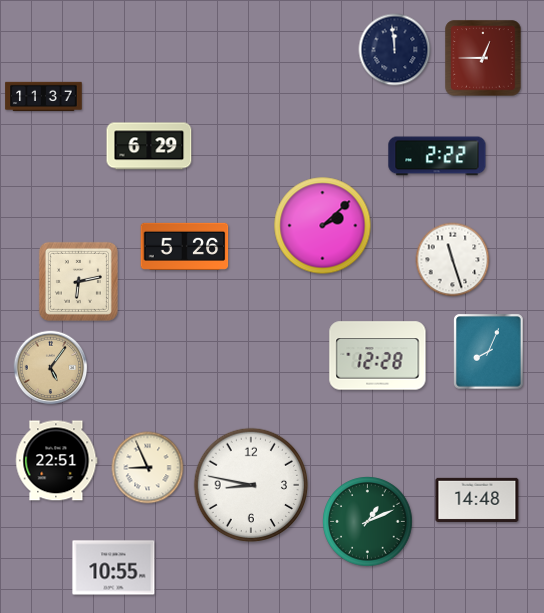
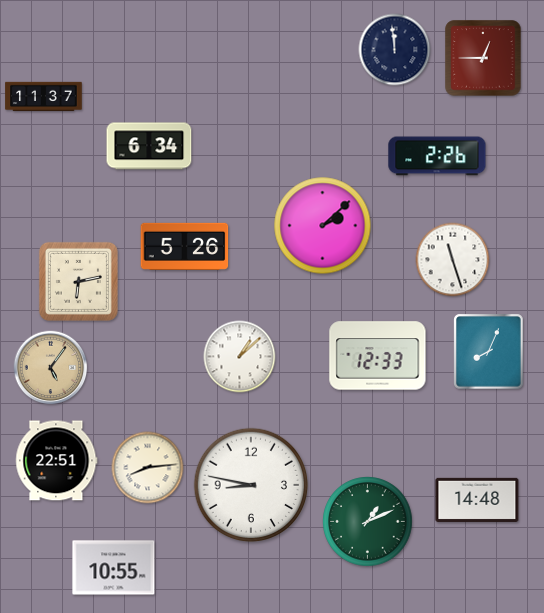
clock at (149, 146): 6:29 -> 6:34
clock at (437, 156): 2:22 -> 2:26
clock at (378, 356): 12:28 -> 12:33
clock at (240, 357): none -> 1:08
clock at (148, 468): 8:56 -> 8:14
